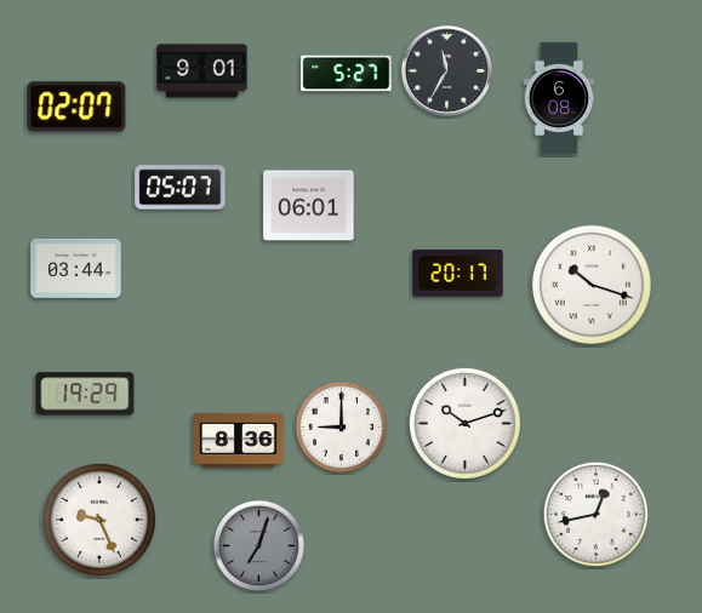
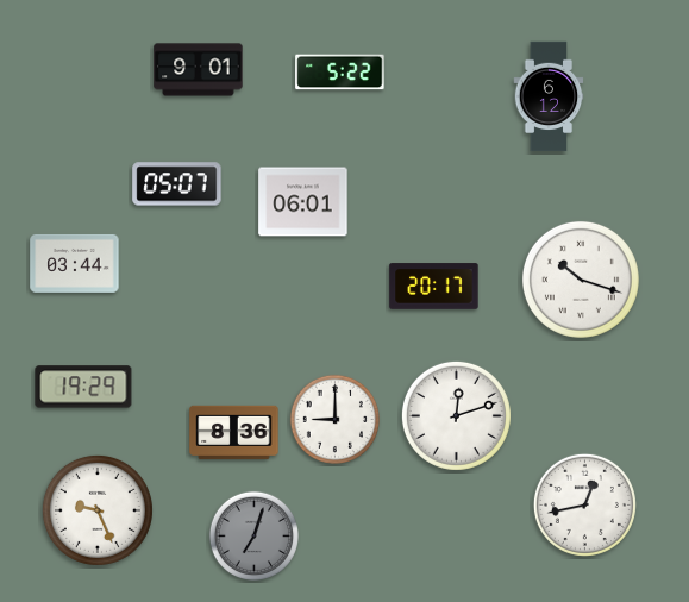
clock at (447, 71): 11:35 -> none
clock at (347, 74): 5:27 -> 5:22
clock at (559, 98): 6:08 -> 6:12
clock at (76, 107): 02:07 -> none
clock at (458, 274) position: (458, 274) -> (434, 287)
clock at (464, 423): 10:12 -> 12:12
